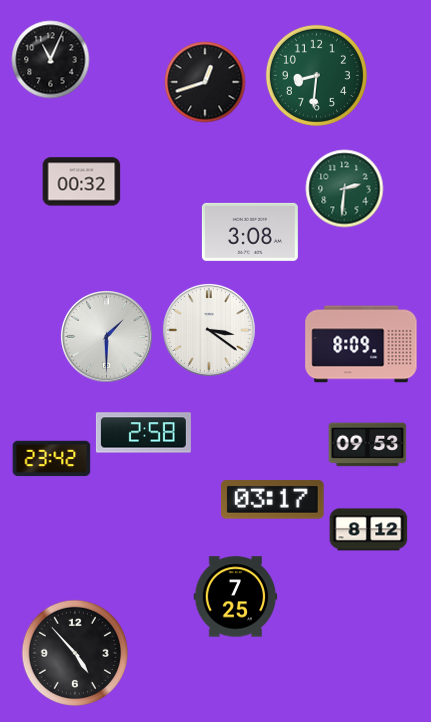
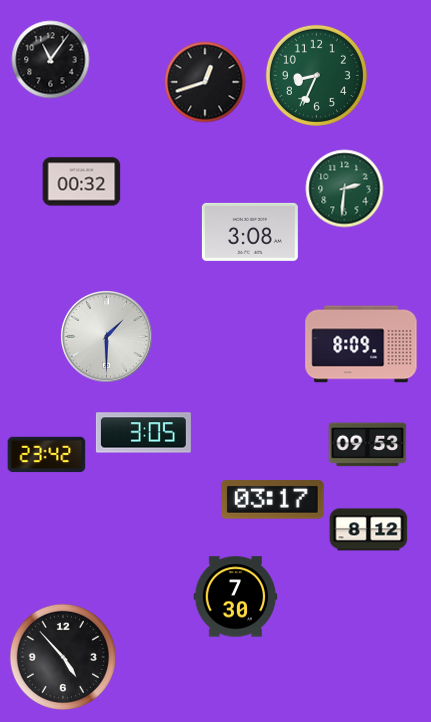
clock at (50, 59): 11:04 -> 11:06
clock at (316, 75): 8:31 -> 8:34
clock at (209, 330): 3:21 -> none
clock at (143, 433): 2:58 -> 3:05
clock at (51, 459) position: (51, 459) -> (46, 455)
clock at (235, 597): 7:25 -> 7:30
clock at (75, 653) position: (75, 653) -> (63, 657)
